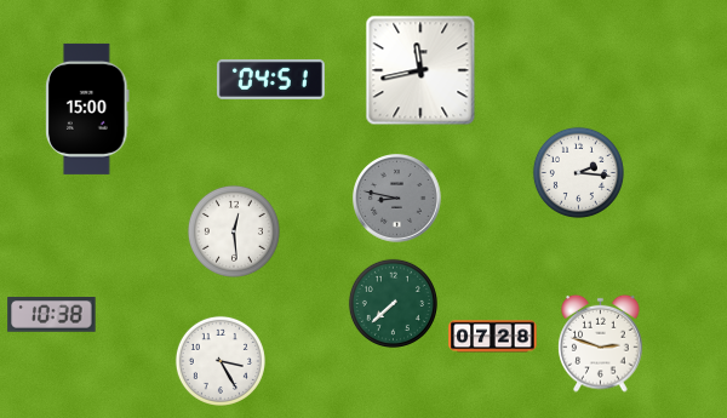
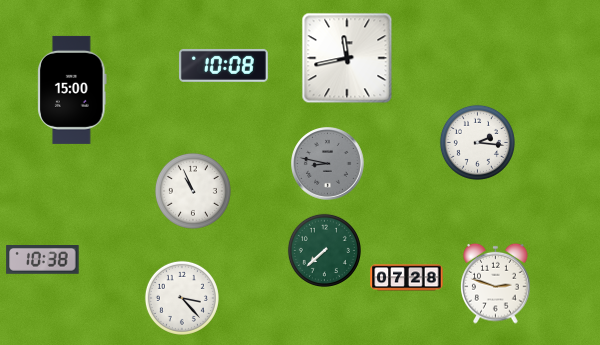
clock at (270, 79): 04:51 -> 10:08
clock at (234, 231): 12:29 -> 10:56
clock at (221, 361): 3:25 -> 3:23
